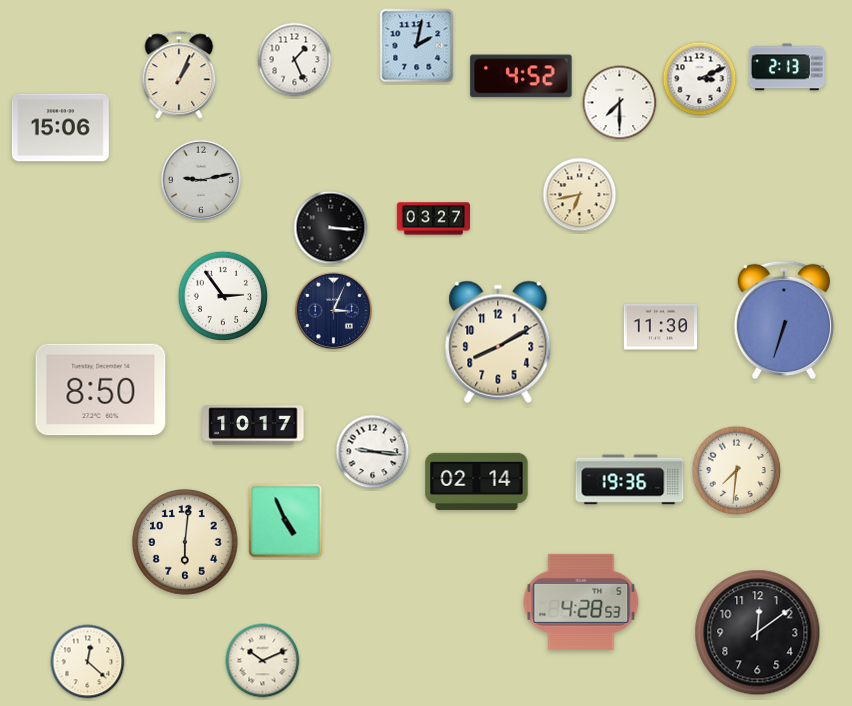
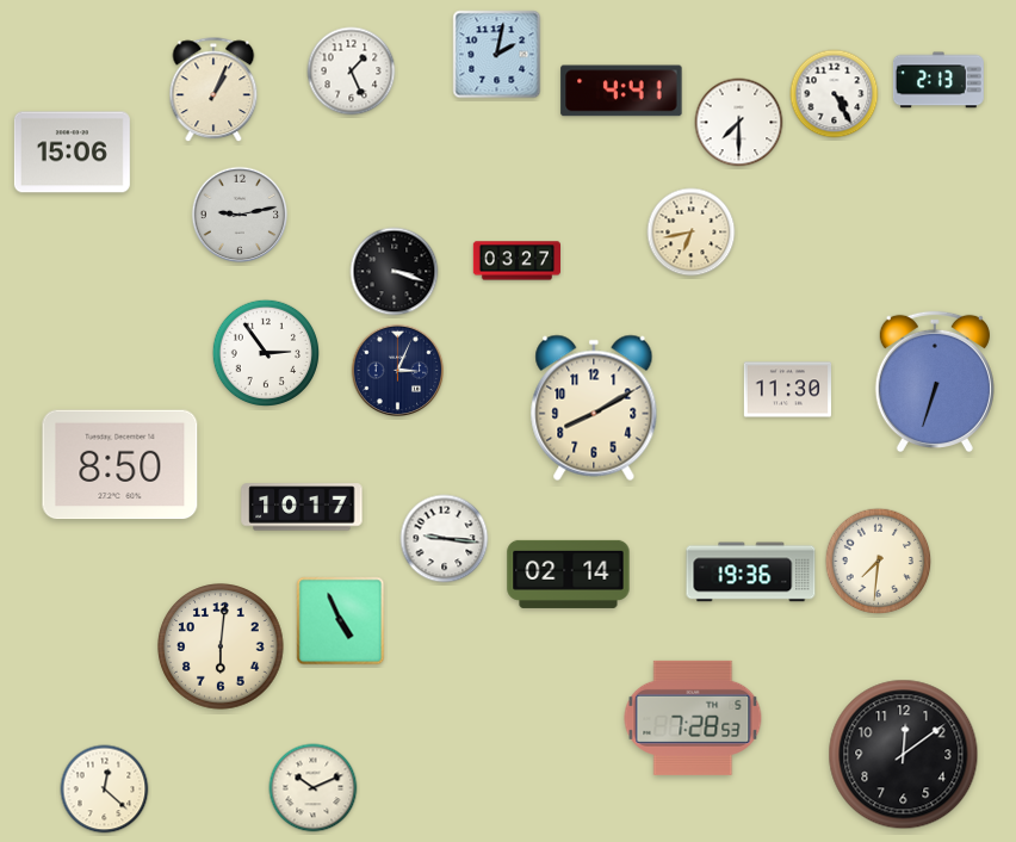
clock at (521, 76): 4:52 -> 4:41
clock at (700, 79): 3:11 -> 4:25
clock at (331, 228): 3:16 -> 3:18
clock at (581, 602): 4:28 -> 7:28
